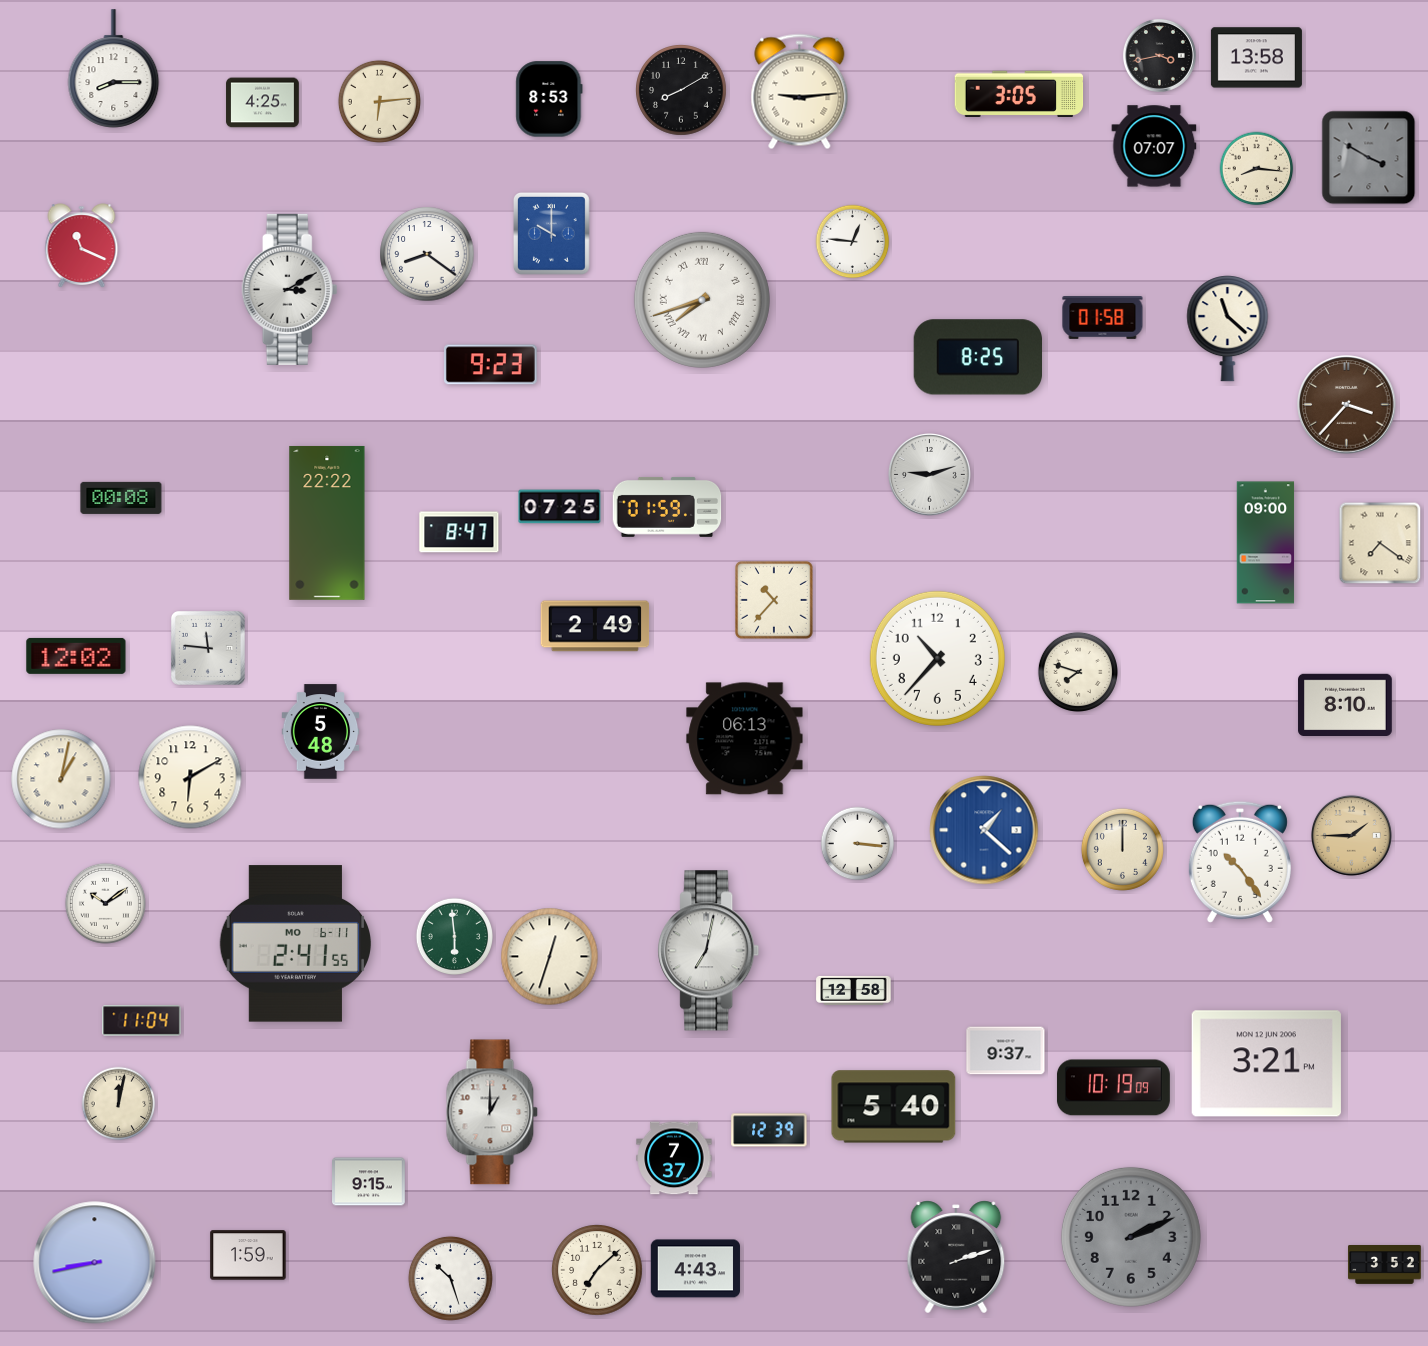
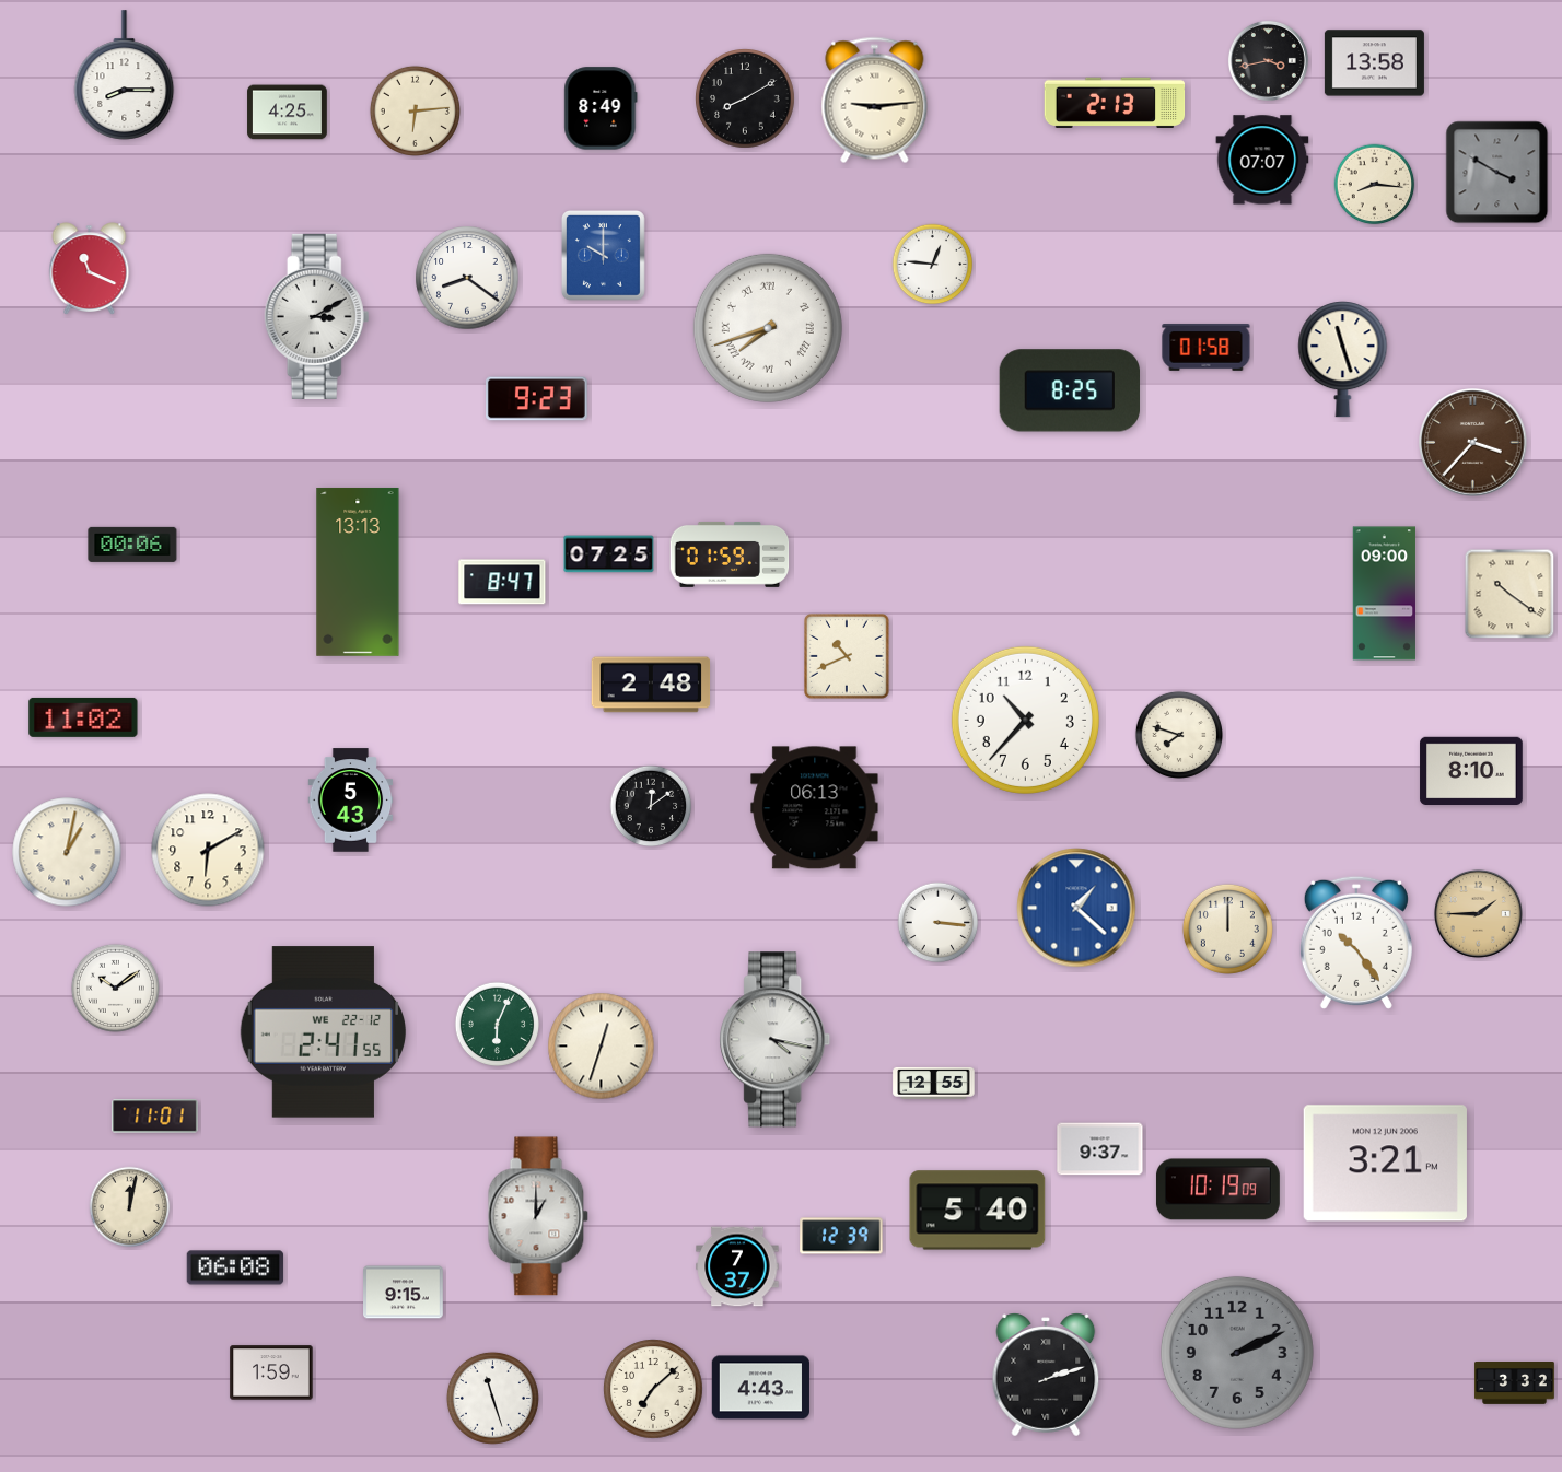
clock at (1019, 94): 3:05 -> 2:13
clock at (549, 99): 8:53 -> 8:49
clock at (1228, 329): 11:22 -> 11:27
clock at (930, 475): 9:12 -> none
clock at (121, 498): 00:08 -> 00:06
clock at (560, 507) position: (560, 507) -> (609, 554)
clock at (327, 523): 22:22 -> 13:13
clock at (1380, 543): 7:21 -> 10:21
clock at (774, 600): 10:37 -> 10:41
clock at (595, 626): 2:49 -> 2:48
clock at (208, 648): 11:46 -> none
clock at (76, 656): 12:02 -> 11:02
clock at (321, 732): 5:48 -> 5:43
clock at (651, 806): none -> 12:09
clock at (455, 937): 5:59 -> 6:04
clock at (296, 944) date: MO 6-11 -> WE 22-12
clock at (709, 951): 7:02 -> 4:17
clock at (854, 990): 12:58 -> 12:55
clock at (142, 1021): 11:04 -> 11:01
clock at (235, 1267): none -> 06:08
clock at (95, 1263): 8:43 -> none
clock at (1385, 1265): 3:52 -> 3:32
clock at (450, 1278): 10:27 -> 11:27
